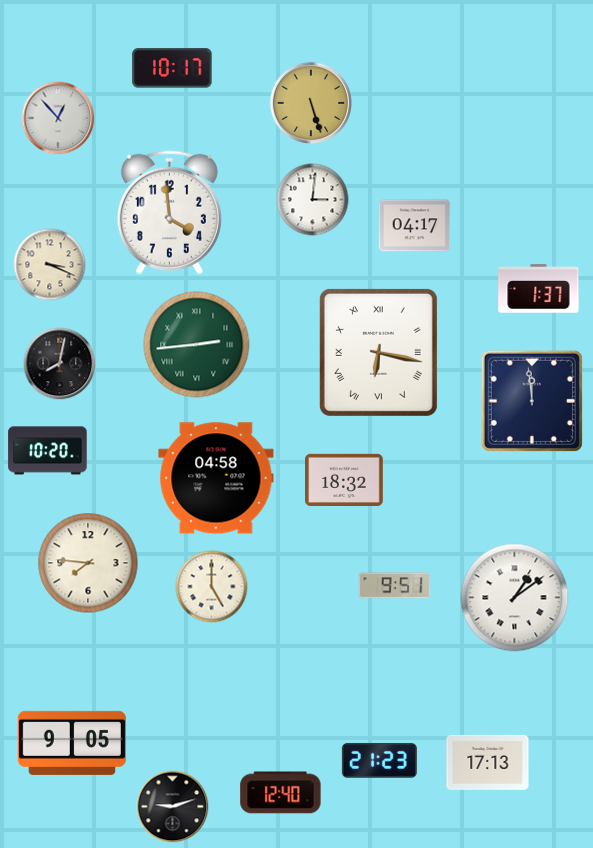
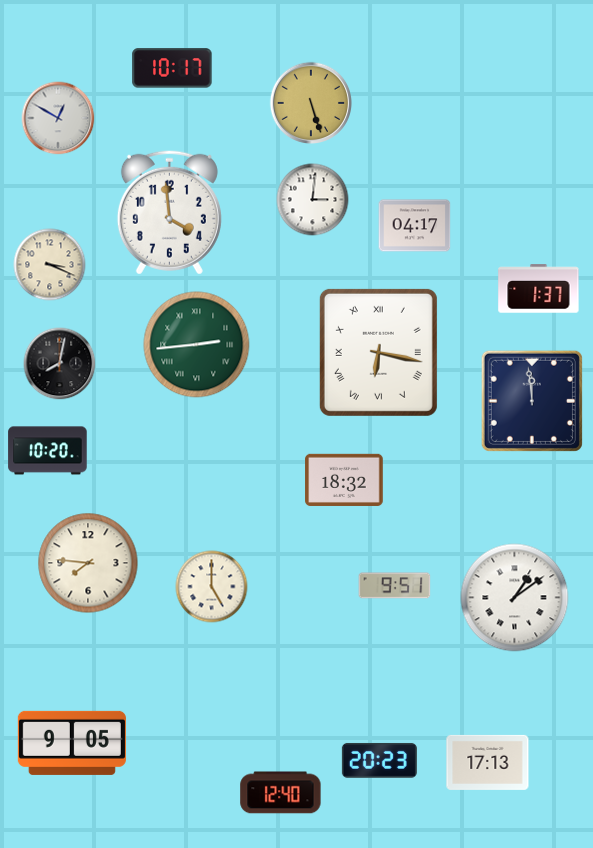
clock at (58, 118): 12:53 -> 12:50
clock at (216, 478): 04:58 -> none
clock at (379, 760): 21:23 -> 20:23
clock at (173, 807): 9:12 -> none
